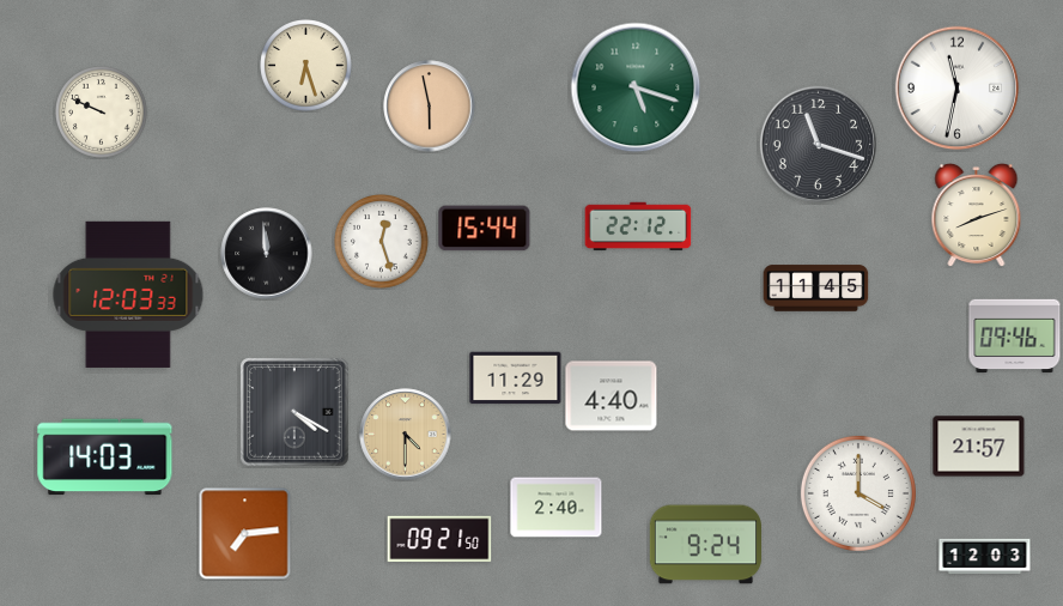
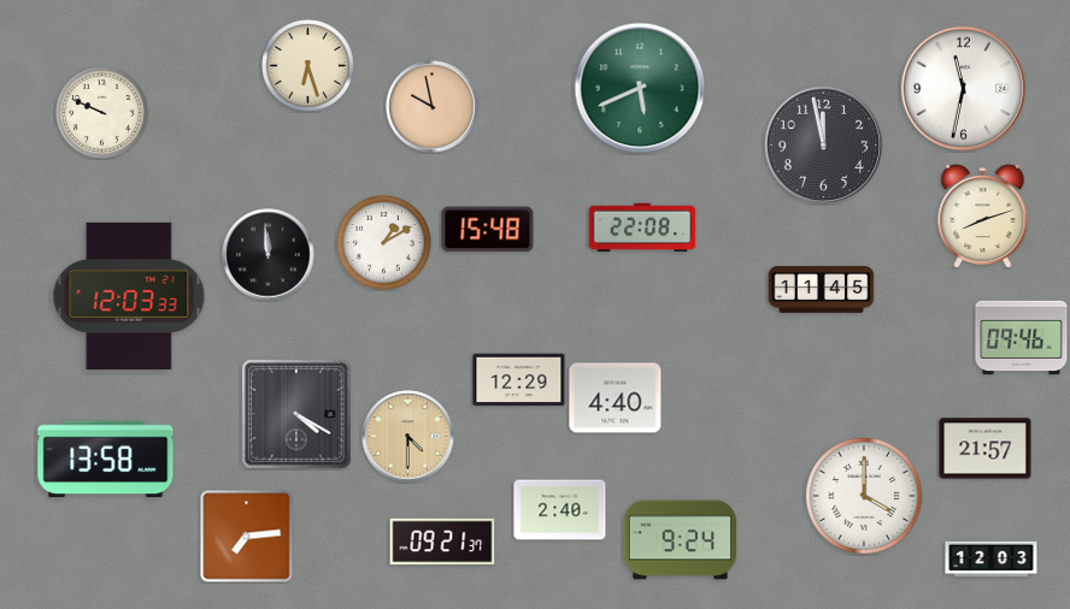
clock at (636, 87): 5:18 -> 5:41
clock at (430, 107): 5:58 -> 9:58
clock at (818, 144): 11:18 -> 11:58
clock at (638, 226): 22:12 -> 22:08
clock at (485, 229): 15:44 -> 15:48
clock at (382, 242): 12:27 -> 1:10
clock at (516, 378): 11:29 -> 12:29
clock at (105, 457): 14:03 -> 13:58
clock at (439, 539): 09:21:50 -> 09:21:37
clock at (705, 545) position: (705, 545) -> (680, 540)
